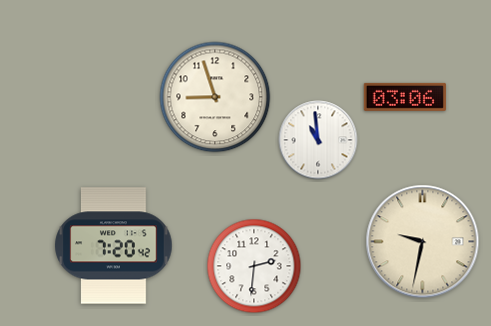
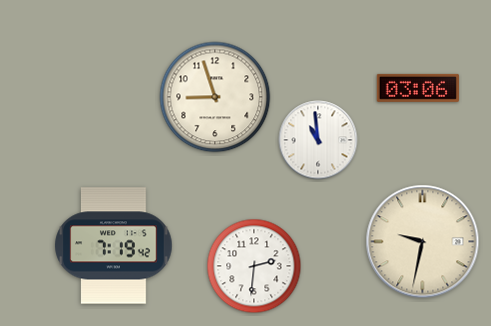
clock at (405, 97) position: (405, 97) -> (418, 88)
clock at (114, 246): 7:20 -> 7:19
